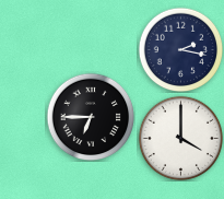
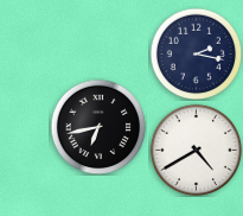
clock at (91, 117): 6:45 -> 6:43
clock at (180, 138): 4:00 -> 4:40
